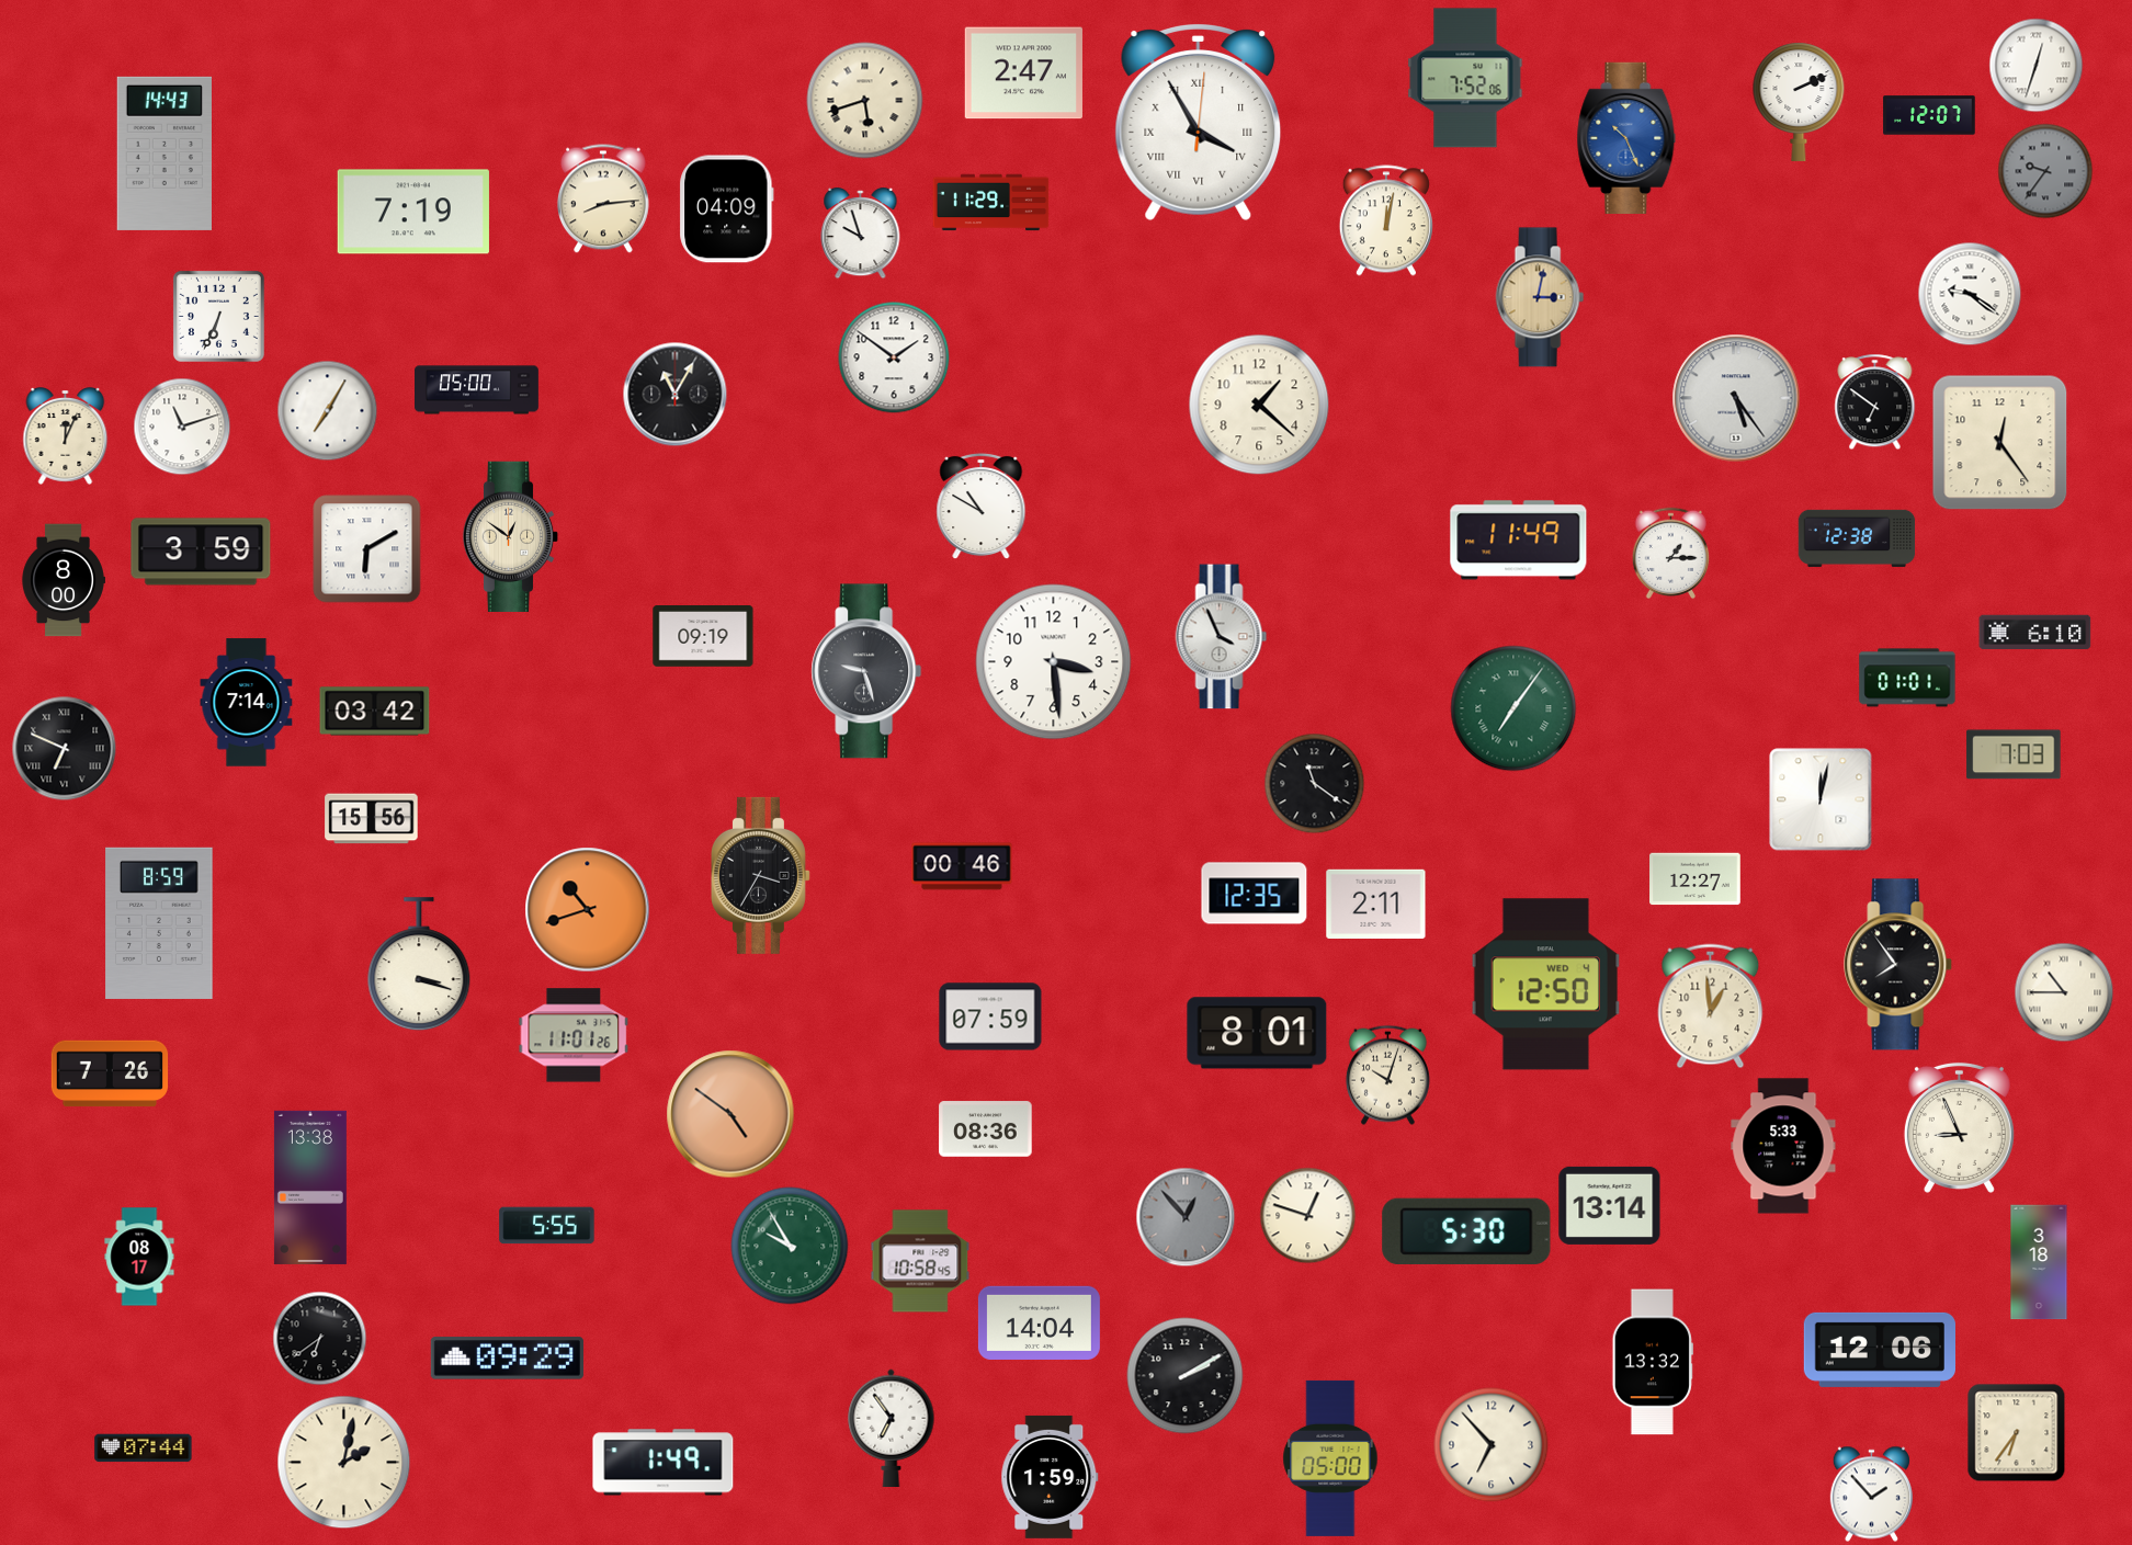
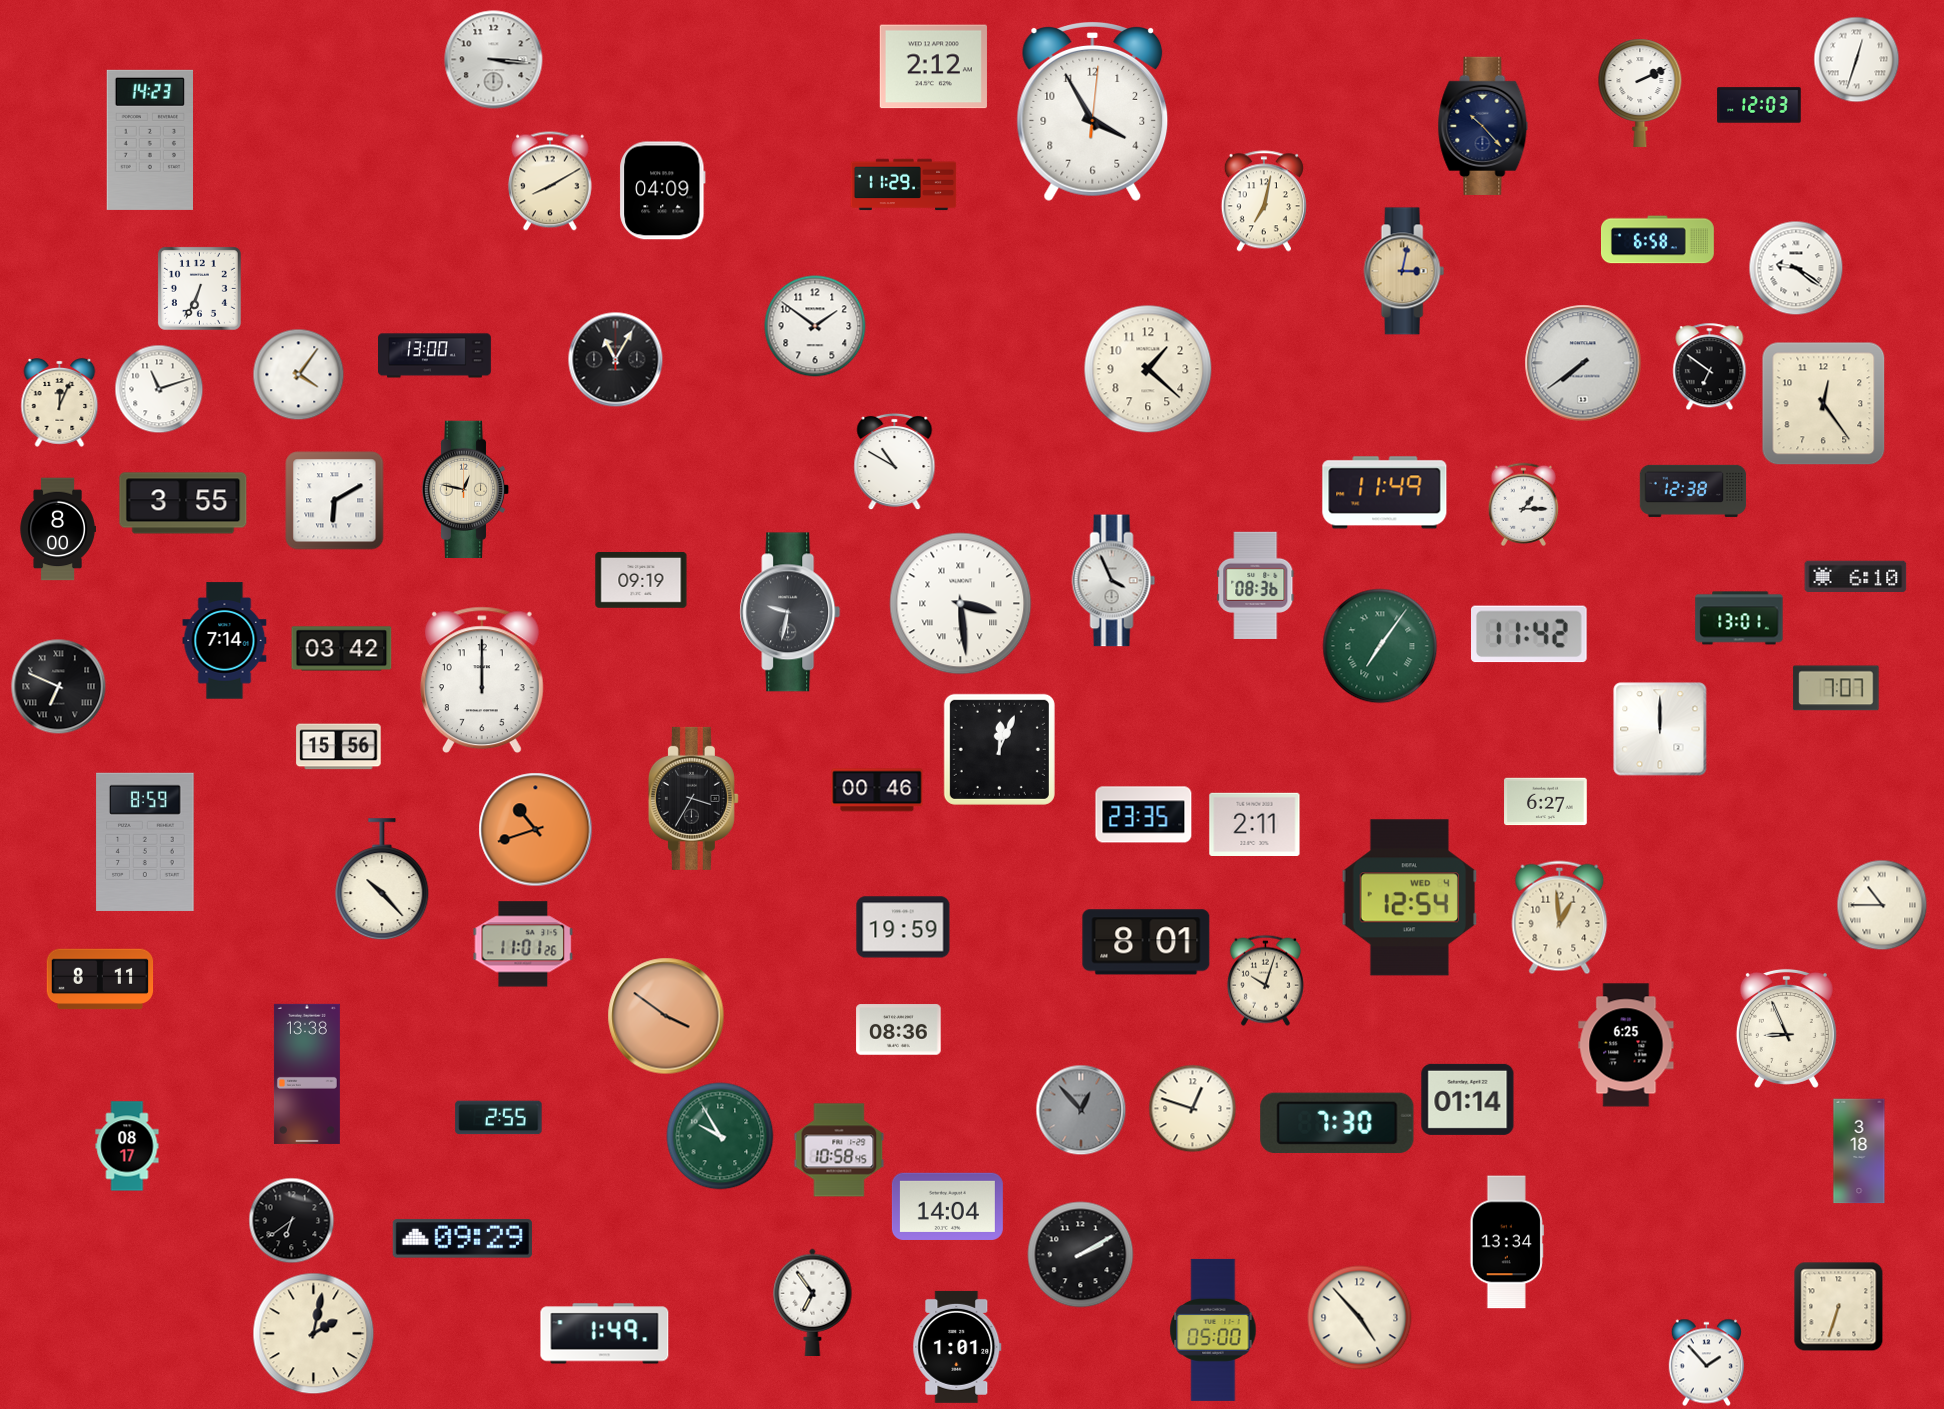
clock at (494, 60): none -> 3:16
clock at (1023, 73): 2:47 -> 2:12
clock at (1465, 78): 7:52 -> none
clock at (865, 101): 5:42 -> none
clock at (1929, 115): 12:07 -> 12:03
clock at (1199, 123) numerals: Roman -> Arabic
clock at (1626, 138): 10:26 -> 10:23
clock at (1626, 138) dial: blue -> navy
clock at (163, 154): 14:43 -> 14:23
clock at (2045, 171): 9:36 -> none
clock at (603, 198): 8:14 -> 8:10
clock at (413, 212): 7:19 -> none
clock at (1386, 220): 12:02 -> 7:02
clock at (861, 235): 9:57 -> none
clock at (1658, 240): none -> 6:58
clock at (477, 390): 05:00 -> 13:00
clock at (1736, 398): 5:24 -> 7:39
clock at (328, 411): 7:05 -> 4:06
clock at (182, 427) position: (182, 427) -> (159, 389)
clock at (66, 435) position: (66, 435) -> (60, 402)
clock at (511, 536): 12:51 -> 12:47
clock at (201, 552): 3:59 -> 3:55
clock at (1256, 585): none -> 08:36
clock at (1054, 662) numerals: Arabic -> Roman
clock at (866, 671): 9:27 -> 9:32
clock at (1907, 678): 01:01 -> 13:01
clock at (1530, 634): none -> 11:42
clock at (482, 680): none -> 12:00
clock at (65, 749) position: (65, 749) -> (59, 687)
clock at (2014, 754): 7:03 -> 7:07
clock at (1315, 784): 11:21 -> none
clock at (1821, 799): 12:02 -> 12:00
clock at (999, 749): none -> 12:04
clock at (1696, 879): 12:27 -> 6:27
clock at (1255, 894): 12:35 -> 23:35
clock at (419, 965): 3:18 -> 10:23
clock at (1898, 965): 7:54 -> none
clock at (1546, 985): 12:50 -> 12:54
clock at (990, 1016): 07:59 -> 19:59
clock at (110, 1073): 7:26 -> 8:11
clock at (730, 1114): 4:51 -> 3:51
clock at (1783, 1146): 5:33 -> 6:25
clock at (310, 1188) position: (310, 1188) -> (307, 1074)
clock at (1610, 1205): 13:14 -> 01:14
clock at (547, 1226): 5:55 -> 2:55
clock at (1466, 1231): 5:30 -> 7:30
clock at (1879, 1350): 12:06 -> none
clock at (1653, 1362): 13:32 -> 13:34
clock at (2017, 1433): 6:36 -> 6:33
clock at (1492, 1445): 6:53 -> 4:53
clock at (144, 1449): 07:44 -> none
clock at (1050, 1477): 1:59 -> 1:01
